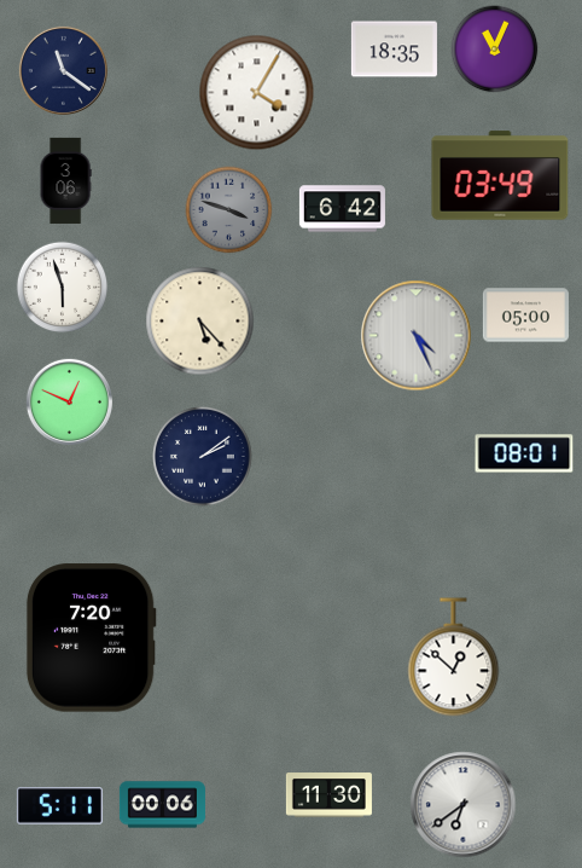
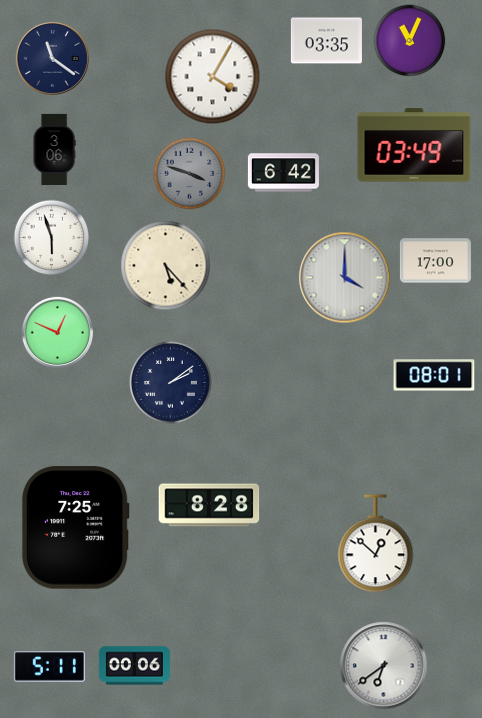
clock at (394, 50): 18:35 -> 03:35
clock at (525, 316): 05:00 -> 17:00
clock at (417, 336): 4:26 -> 4:00
clock at (203, 457) position: (203, 457) -> (171, 383)
clock at (209, 505): none -> 8:28
clock at (91, 638): 7:20 -> 7:25
clock at (328, 795): 11:30 -> none
